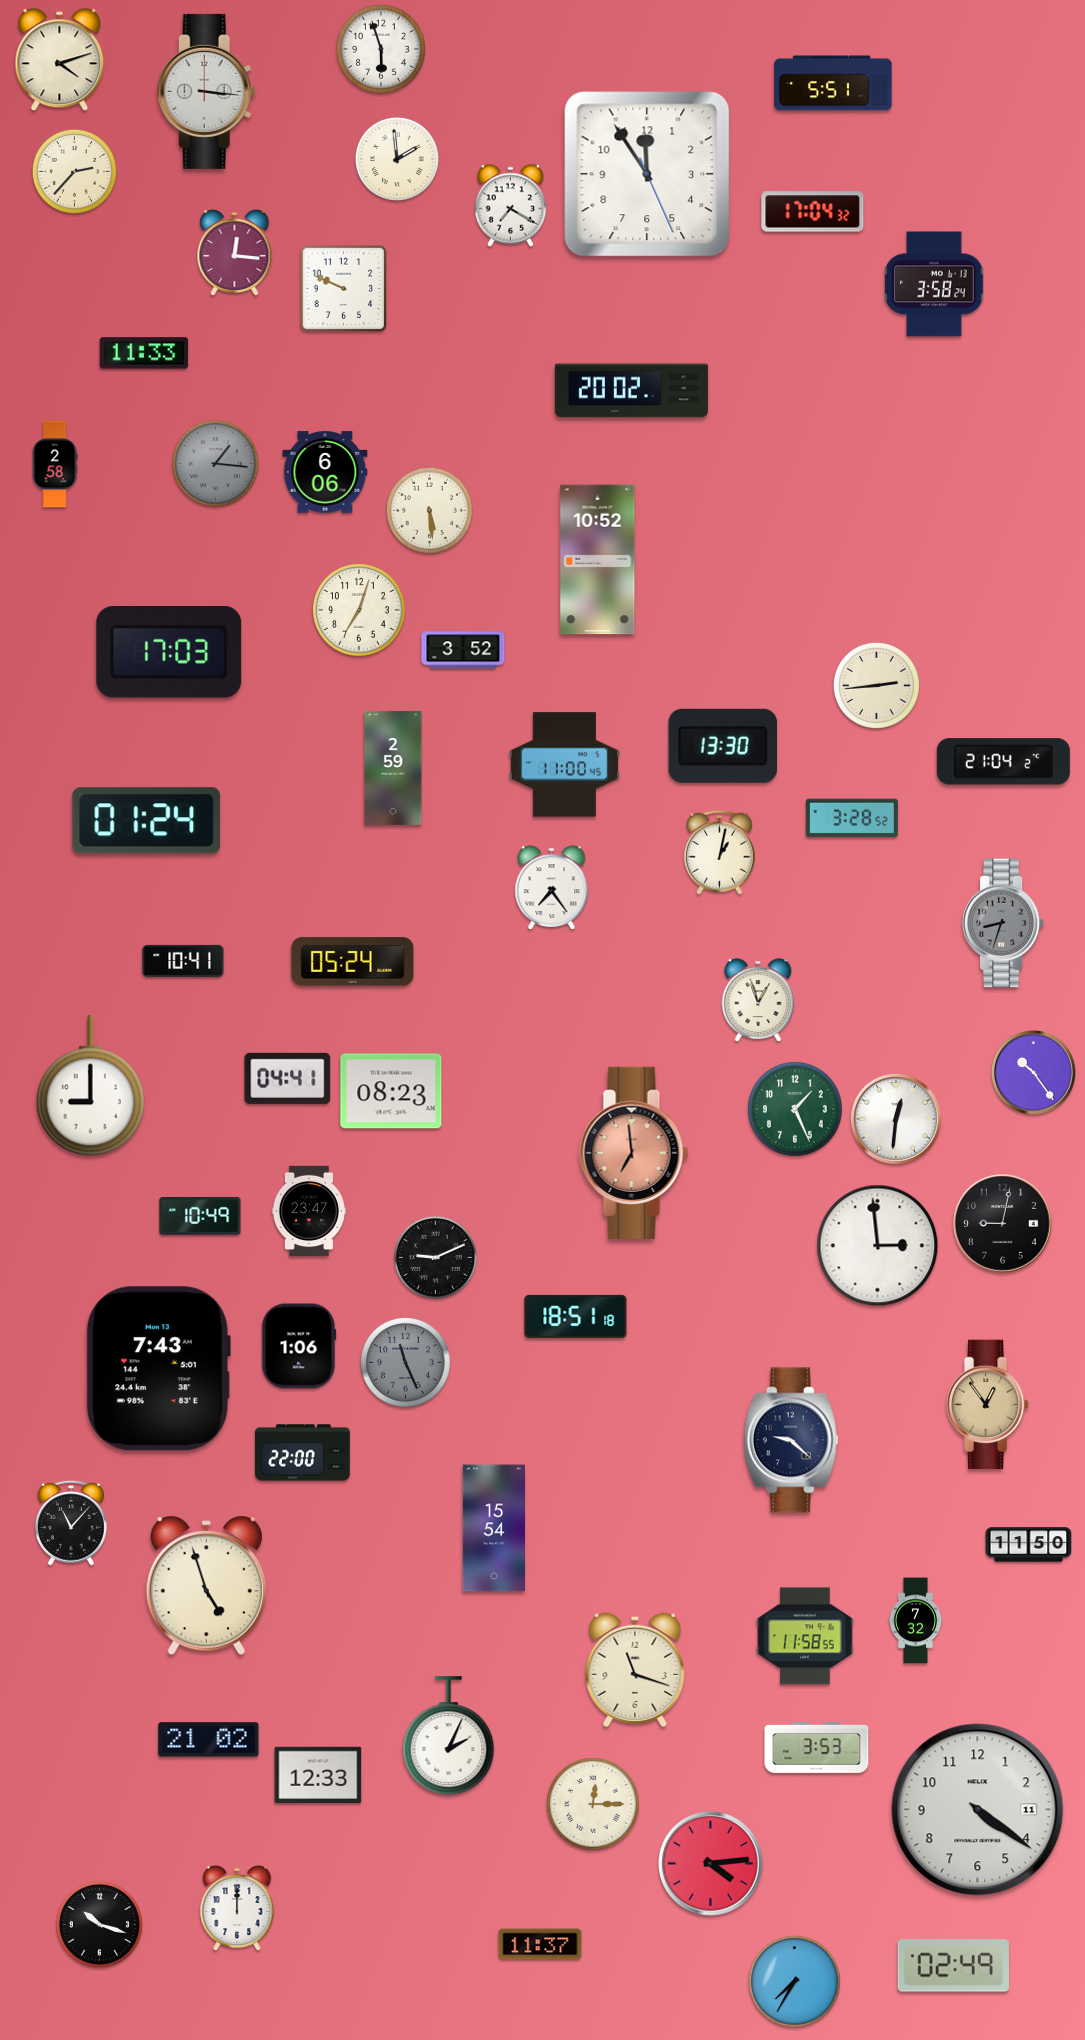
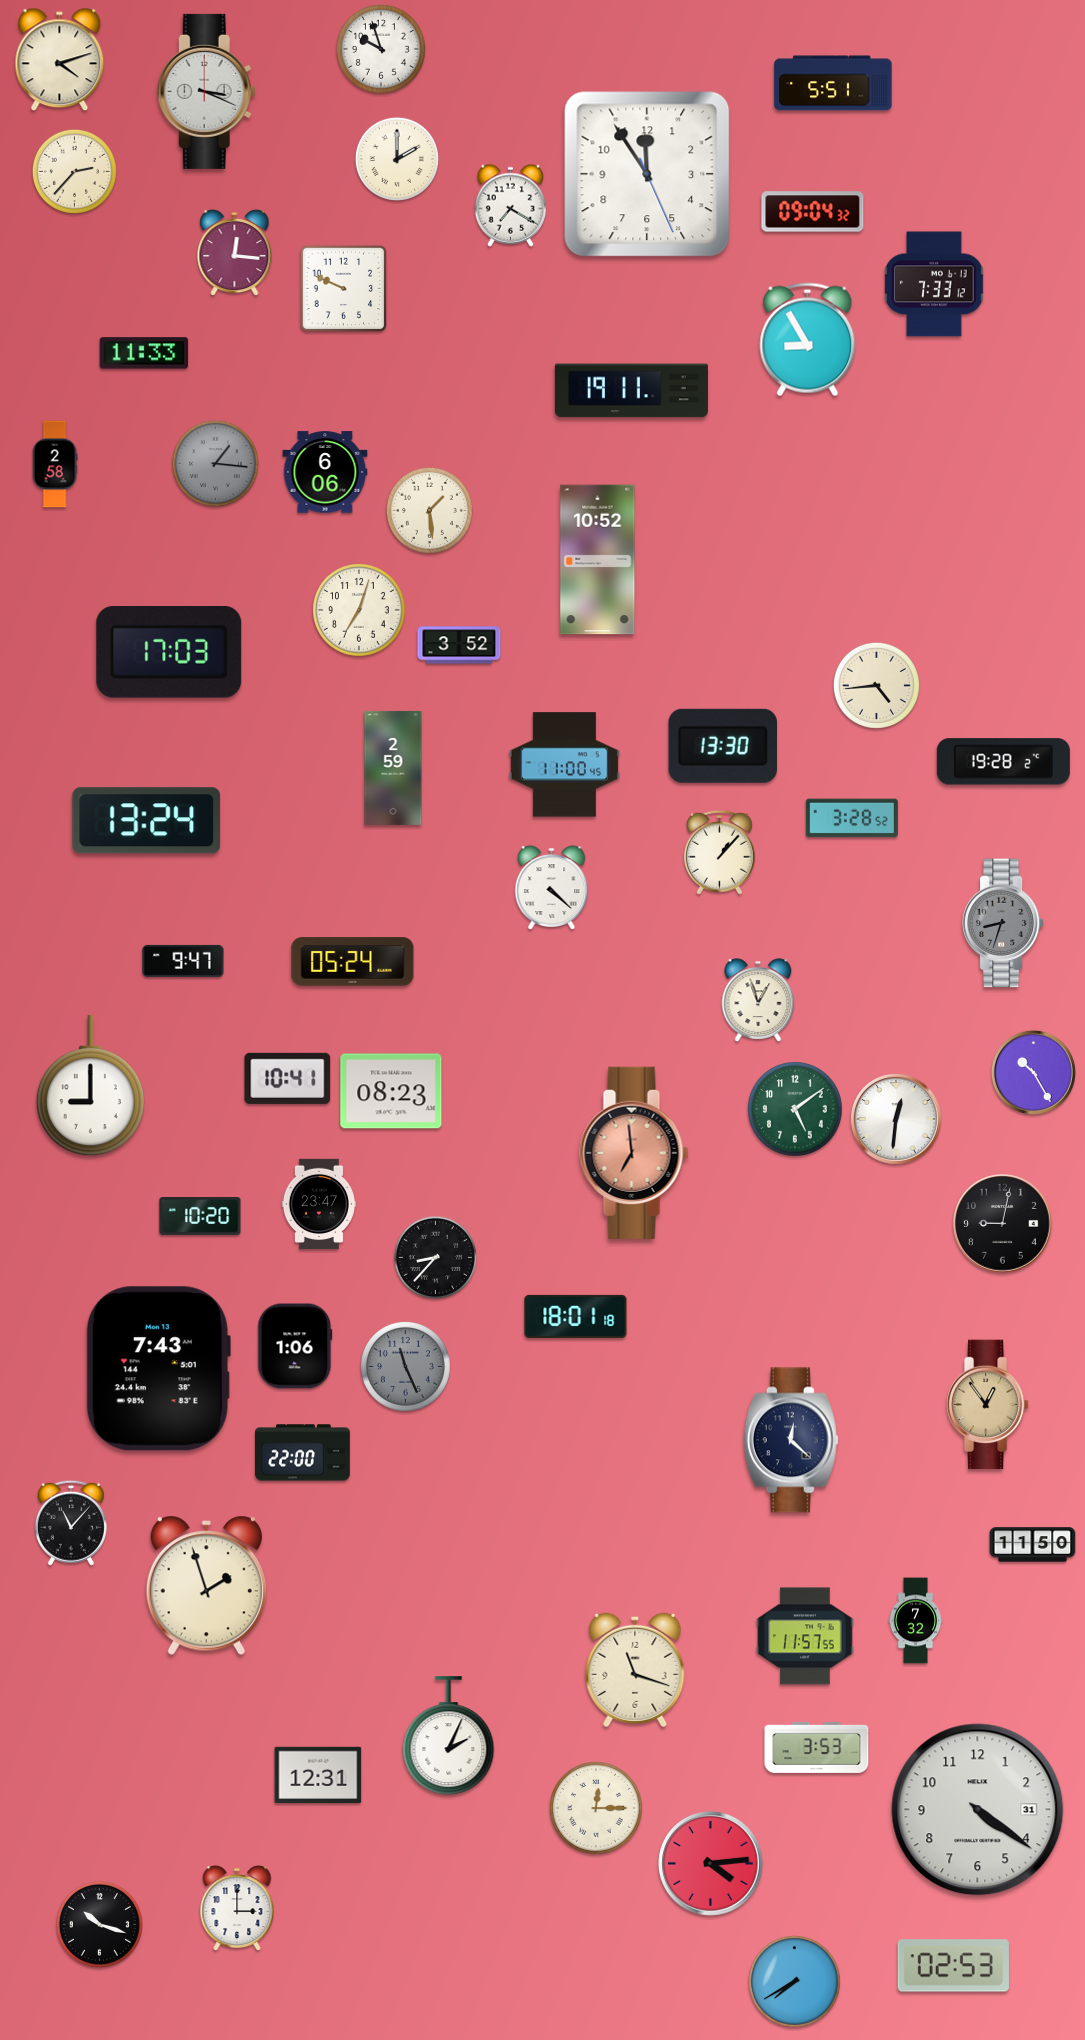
clock at (381, 49): 5:57 -> 9:57
clock at (206, 91): 3:16 -> 3:19
clock at (397, 159): 1:59 -> 2:00
clock at (813, 212): 17:04 -> 09:04
clock at (934, 284): 3:58 -> 7:33
clock at (808, 340): none -> 8:55
clock at (631, 391): 20:02 -> 19:11
clock at (429, 510): 5:29 -> 1:29
clock at (463, 650) position: (463, 650) -> (459, 645)
clock at (876, 685): 2:44 -> 4:44
clock at (1003, 762): 21:04 -> 19:28
clock at (147, 821): 01:24 -> 13:24
clock at (719, 852): 1:02 -> 1:07
clock at (552, 888): 7:24 -> 4:22
clock at (183, 961): 10:41 -> 9:47
clock at (1033, 1072): 10:24 -> 10:25
clock at (288, 1078): 04:41 -> 10:41
clock at (795, 1109): 1:26 -> 5:09
clock at (309, 1211) position: (309, 1211) -> (319, 1204)
clock at (200, 1217): 10:49 -> 10:20
clock at (878, 1246): 2:59 -> none
clock at (435, 1257): 9:11 -> 8:37
clock at (576, 1316): 18:51 -> 18:01
clock at (299, 1346) position: (299, 1346) -> (295, 1346)
clock at (405, 1362) position: (405, 1362) -> (405, 1366)
clock at (791, 1440): 9:22 -> 12:22
clock at (493, 1528): 15:54 -> none
clock at (1029, 1545) position: (1029, 1545) -> (1033, 1545)
clock at (206, 1586): 4:57 -> 1:57
clock at (805, 1636): 11:58 -> 11:57
clock at (209, 1740): 21:02 -> none
clock at (318, 1774): 12:33 -> 12:31
clock at (593, 1804) position: (593, 1804) -> (596, 1808)
clock at (978, 1810) date: 11 -> 31
clock at (237, 1909): 12:00 -> 3:00
clock at (540, 1944): 11:37 -> none
clock at (953, 1966): 02:49 -> 02:53
clock at (795, 1982): 7:35 -> 7:40
